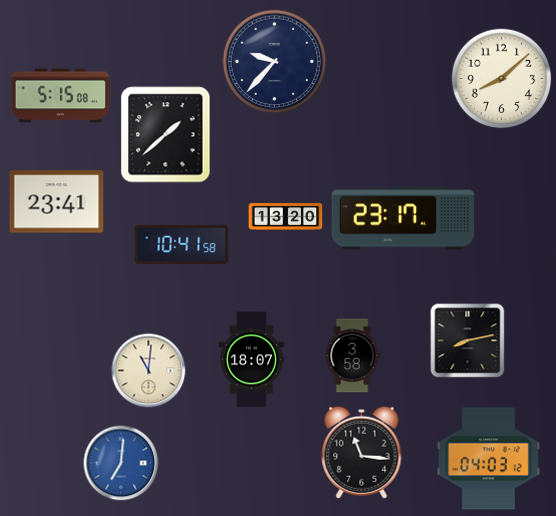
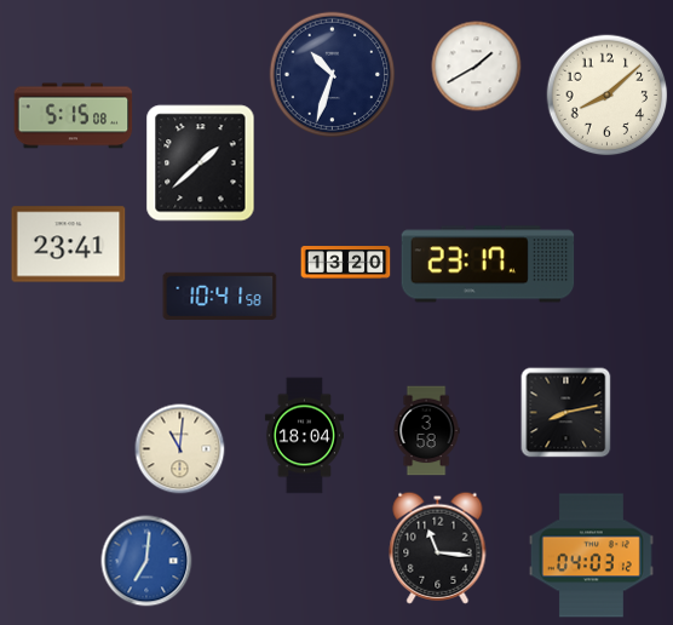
clock at (477, 67): none -> 1:40
clock at (275, 62): 9:37 -> 10:33
clock at (251, 360): 18:07 -> 18:04
